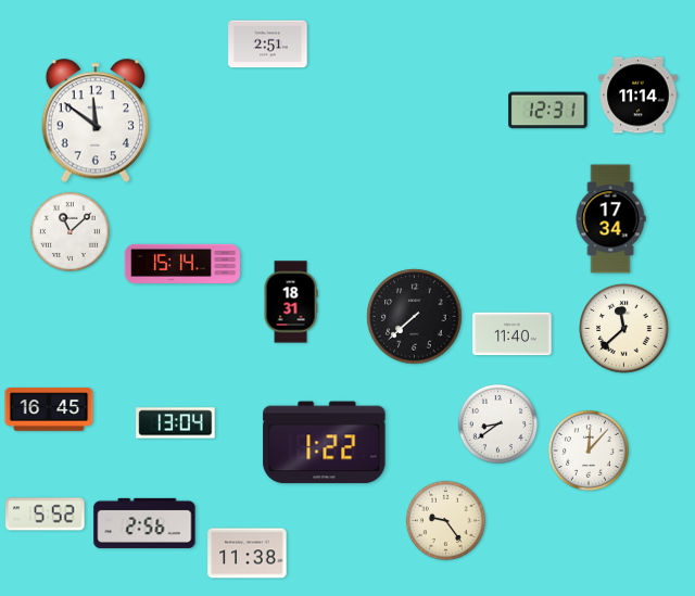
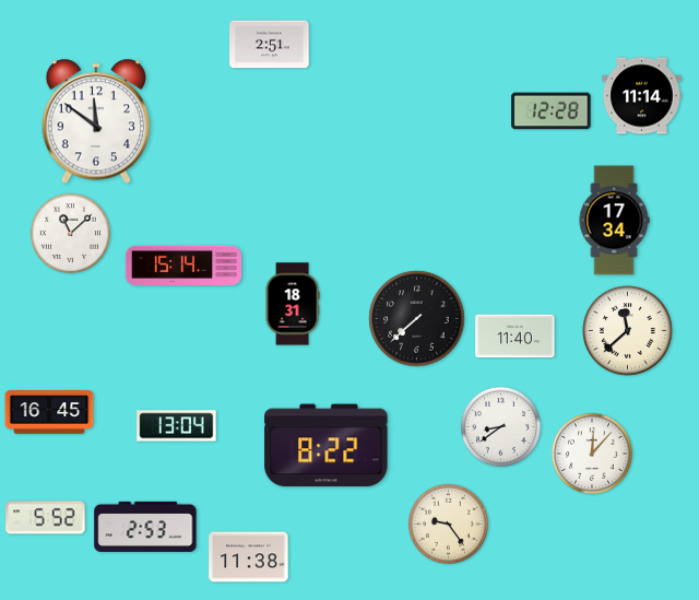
clock at (548, 111): 12:31 -> 12:28
clock at (325, 443): 1:22 -> 8:22
clock at (144, 523): 2:56 -> 2:53
